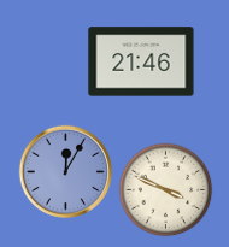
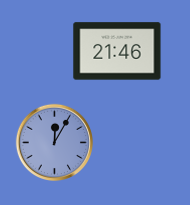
clock at (165, 189): 3:49 -> none
